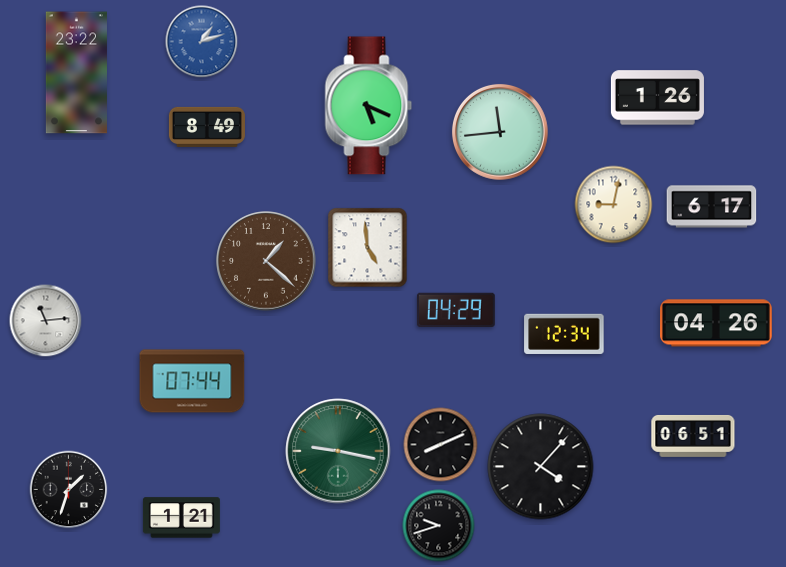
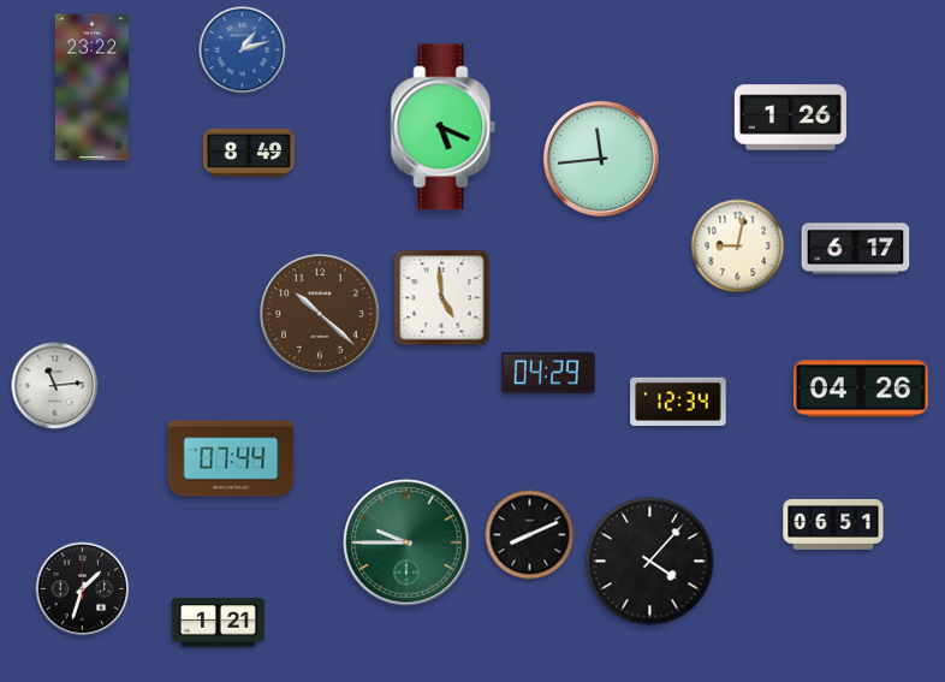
clock at (266, 261): 1:22 -> 10:22
clock at (338, 451): 9:17 -> 9:45
clock at (439, 526): 9:42 -> none
